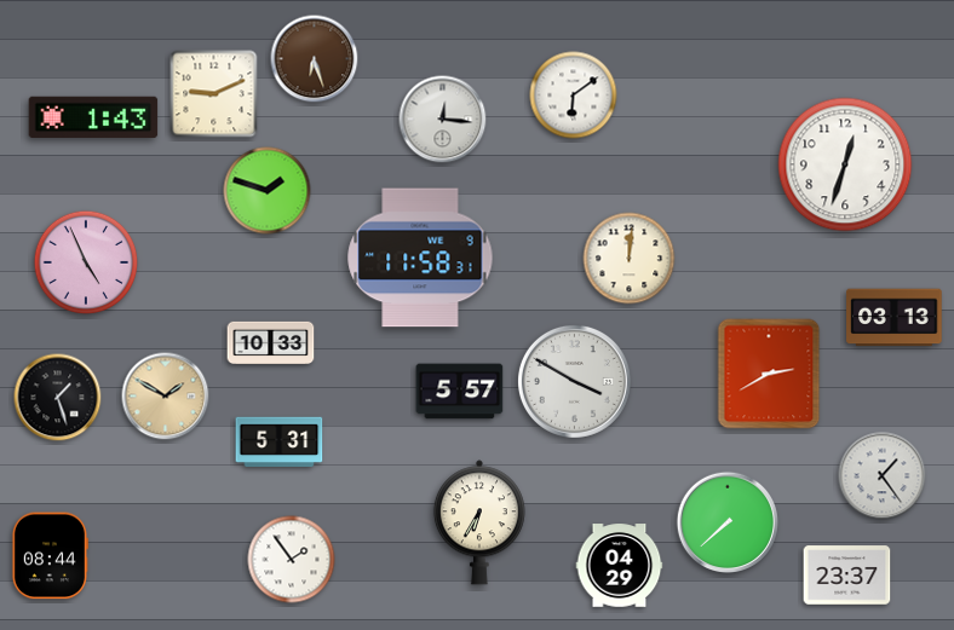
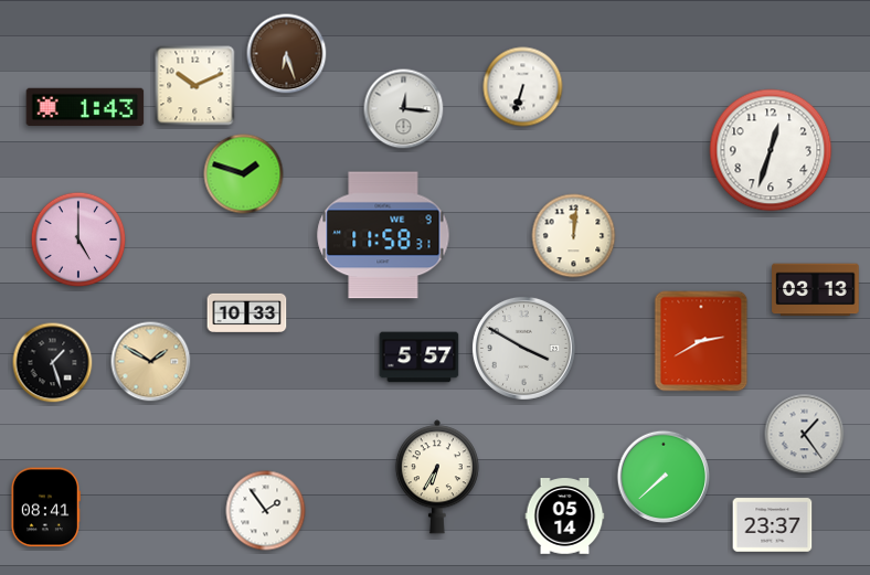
clock at (214, 94): 9:11 -> 10:11
clock at (574, 96): 6:09 -> 6:33
clock at (86, 262): 4:56 -> 5:00
clock at (280, 443): 5:31 -> none
clock at (50, 556): 08:44 -> 08:41
clock at (620, 566): 04:29 -> 05:14
